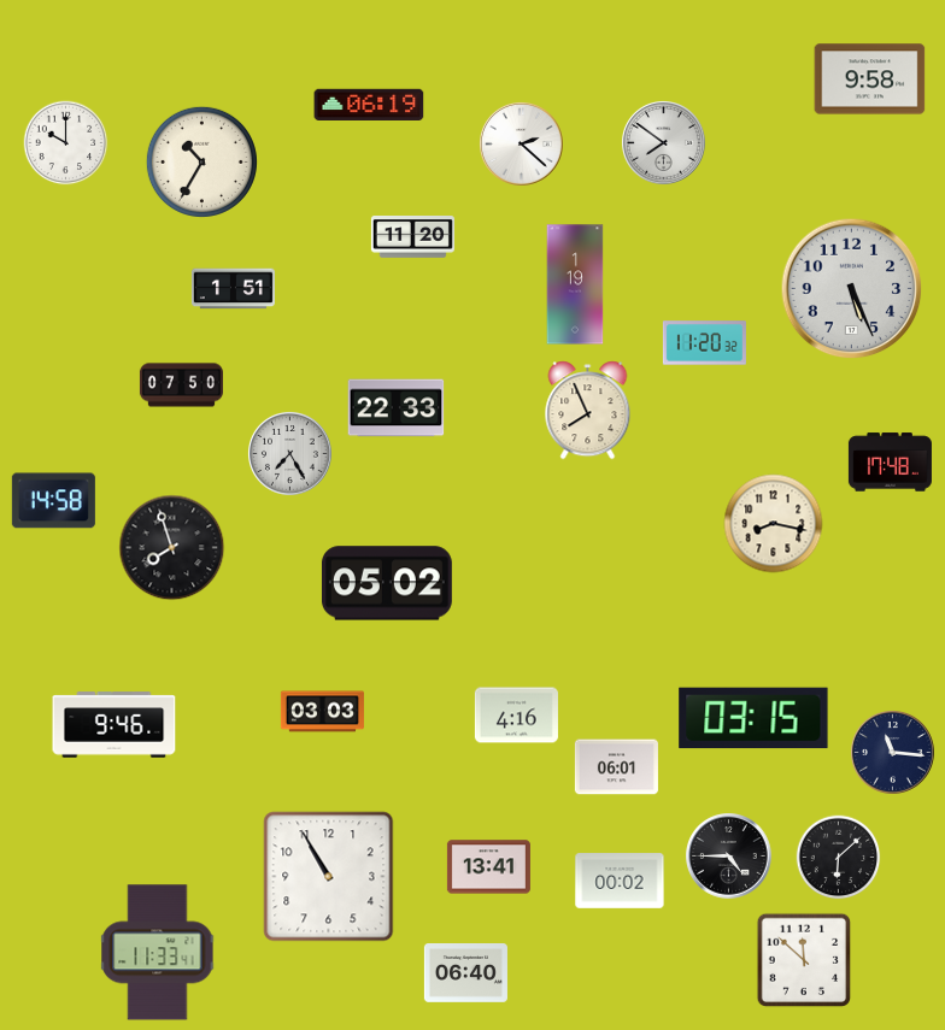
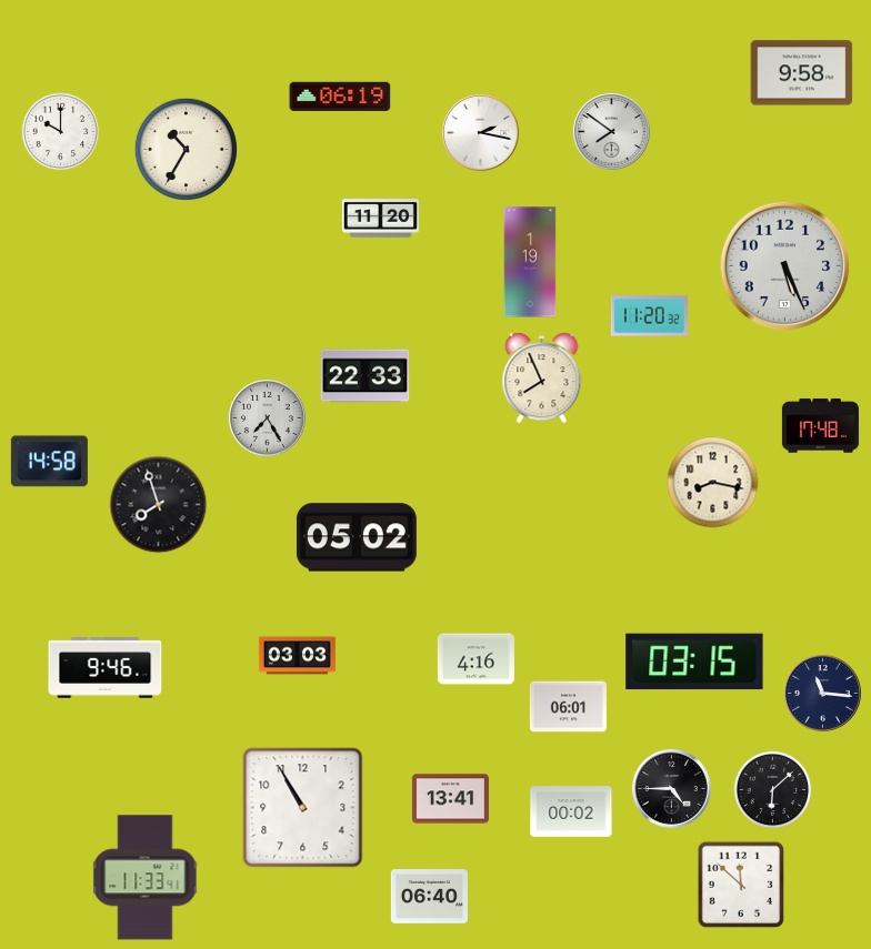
clock at (522, 145): 2:22 -> 2:17
clock at (233, 289): 1:51 -> none
clock at (181, 385): 07:50 -> none
